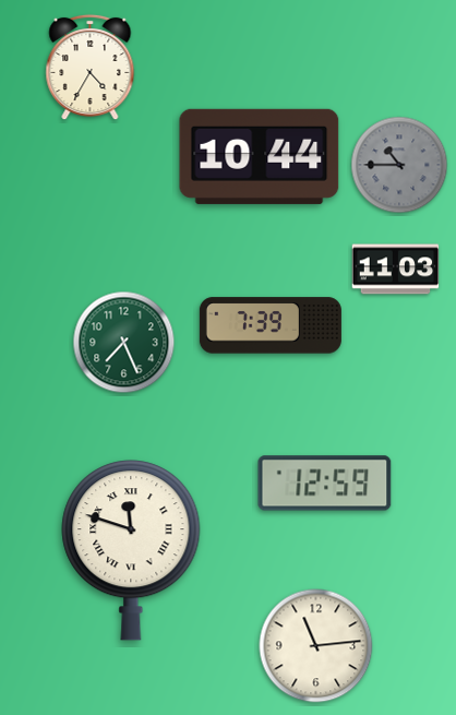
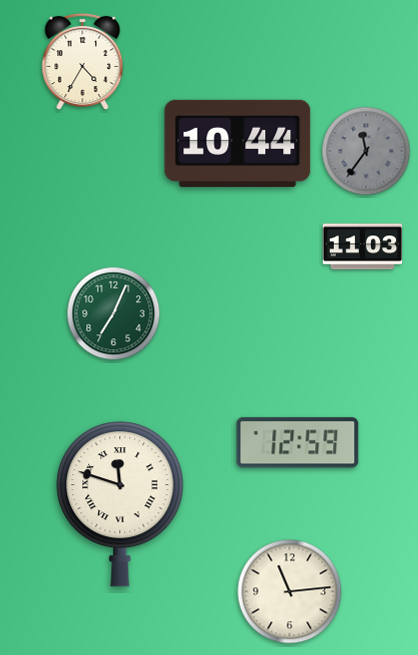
clock at (399, 165): 10:45 -> 11:36
clock at (271, 325): 7:39 -> none
clock at (124, 343): 7:26 -> 7:04
